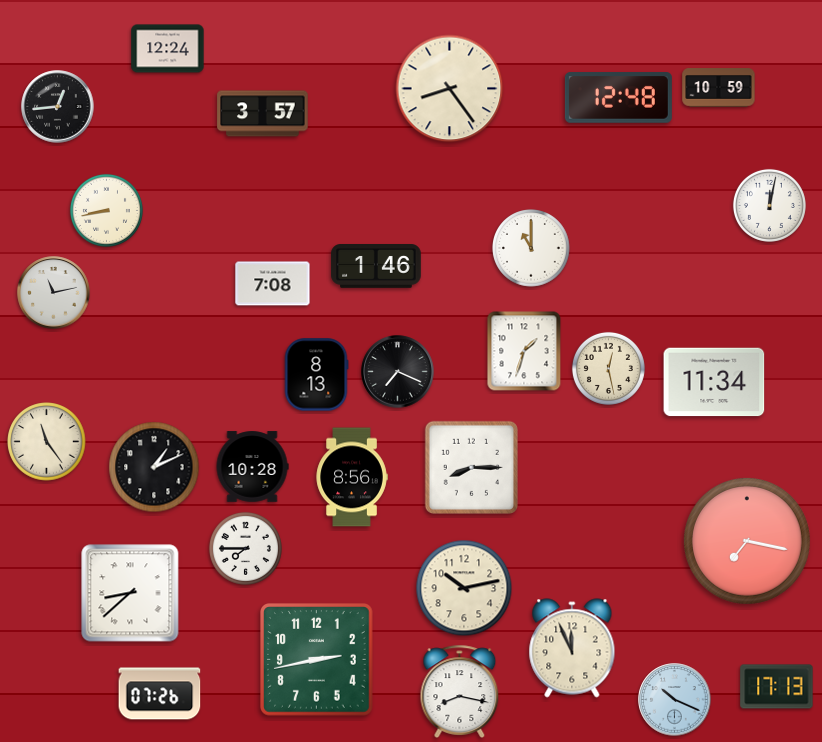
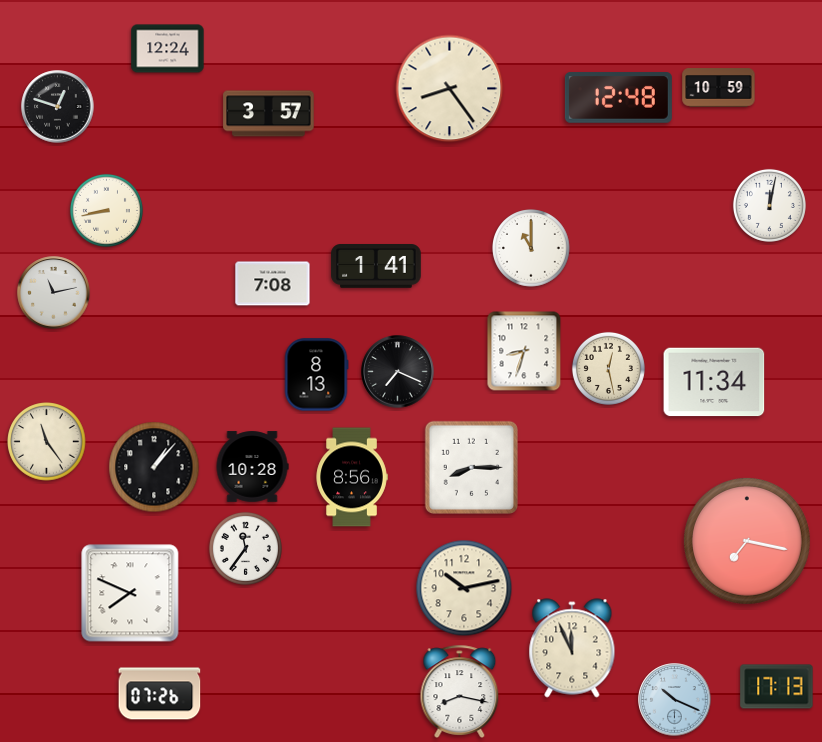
clock at (58, 107): 12:44 -> 12:48
clock at (263, 114) position: (263, 114) -> (269, 114)
clock at (376, 267): 1:46 -> 1:41
clock at (524, 351): 1:33 -> 8:33
clock at (154, 467): 1:11 -> 1:07
clock at (245, 548): 7:45 -> 11:36
clock at (130, 593): 8:38 -> 7:49
clock at (317, 660): 2:43 -> none
